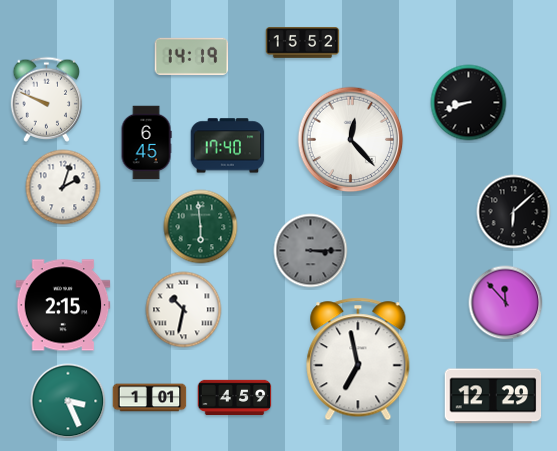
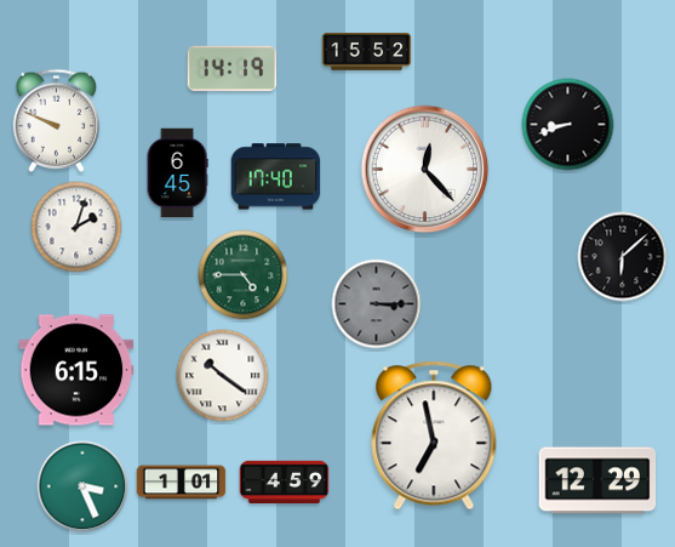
clock at (201, 227): 5:59 -> 4:45
clock at (506, 303): 11:53 -> none
clock at (63, 305): 2:15 -> 6:15
clock at (184, 310): 10:32 -> 10:21
